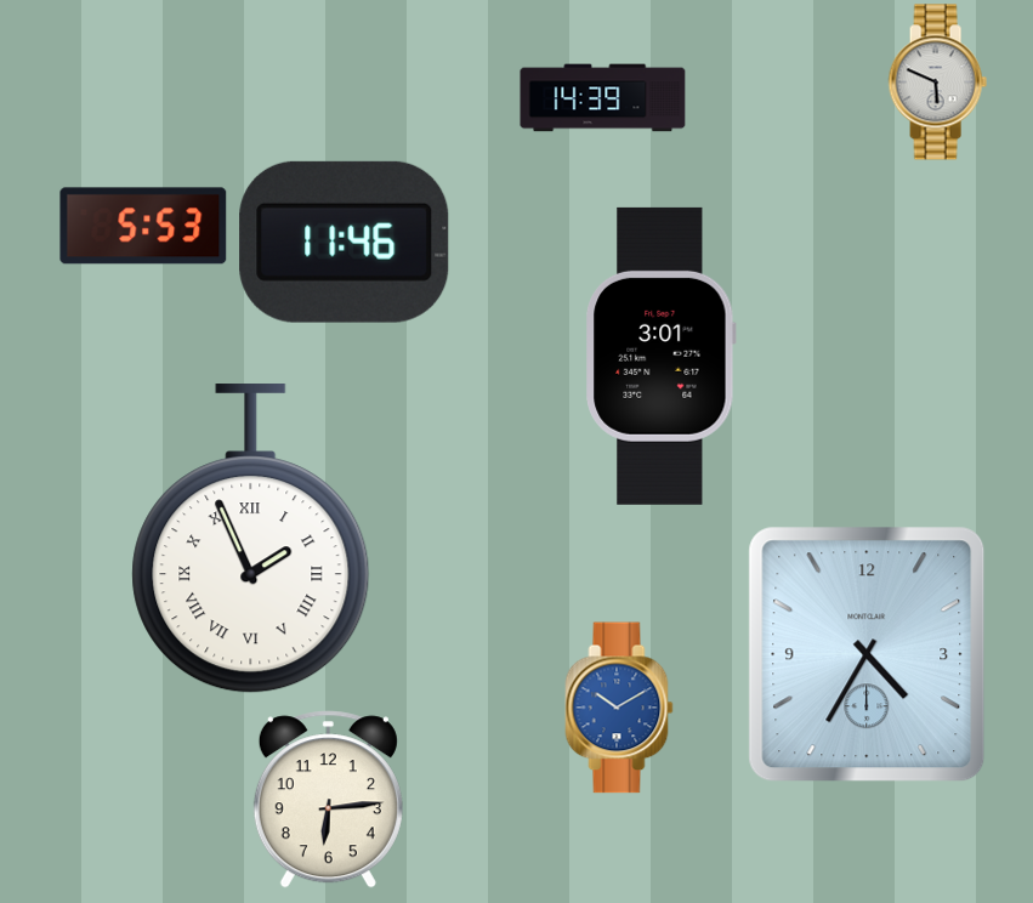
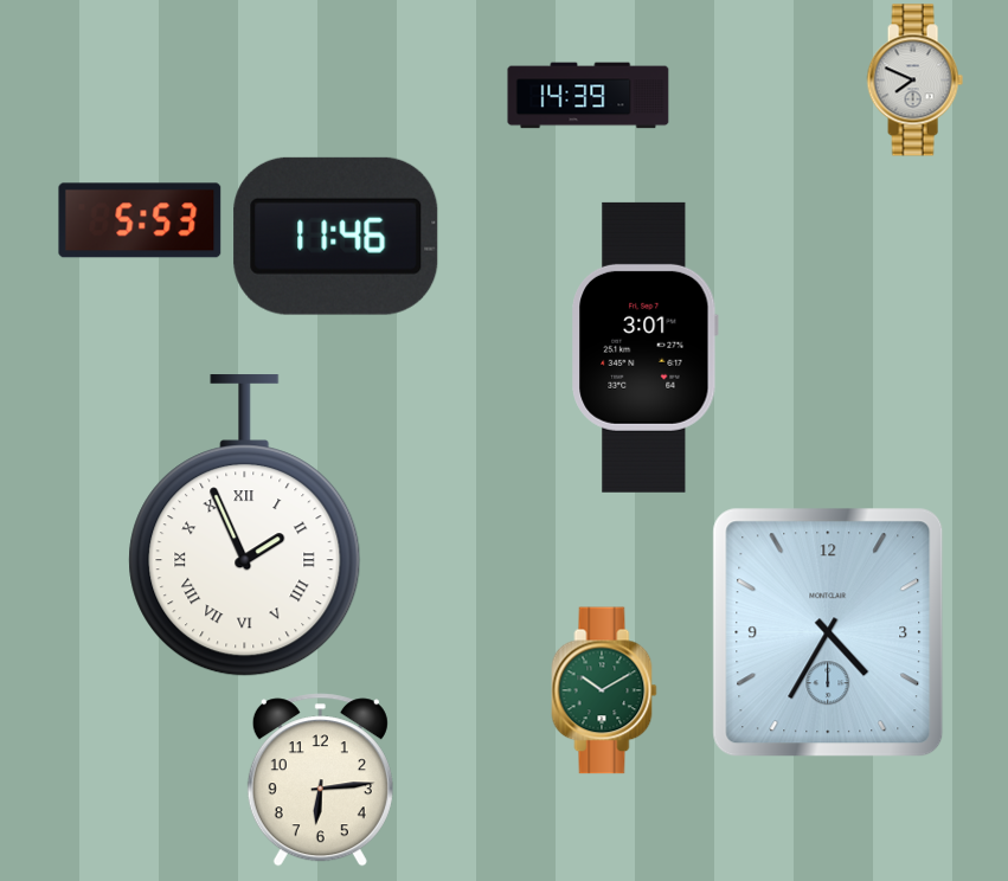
clock at (937, 83): 5:49 -> 7:49
clock at (867, 654) position: (867, 654) -> (828, 632)
clock at (619, 708) dial: blue -> green
